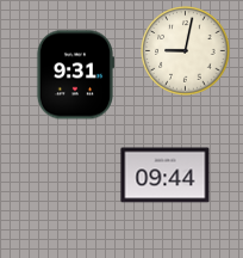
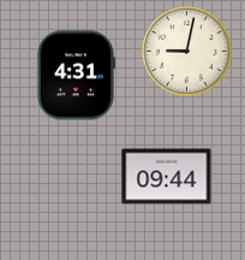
clock at (74, 75): 9:31 -> 4:31
